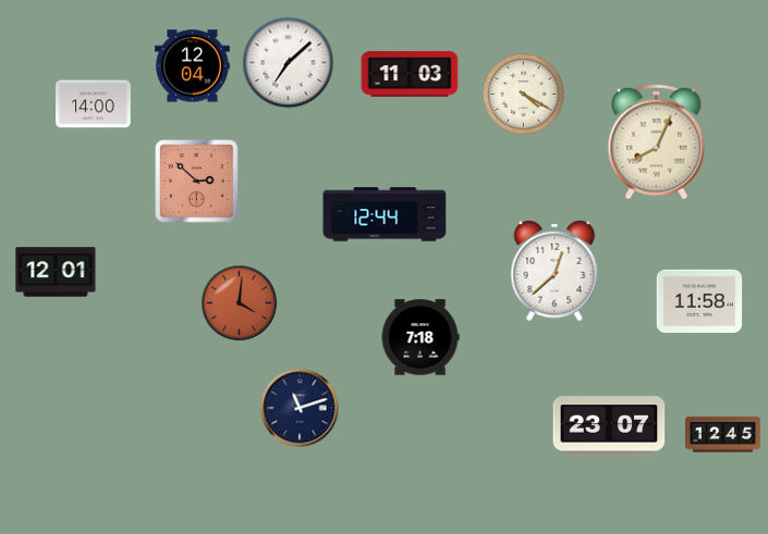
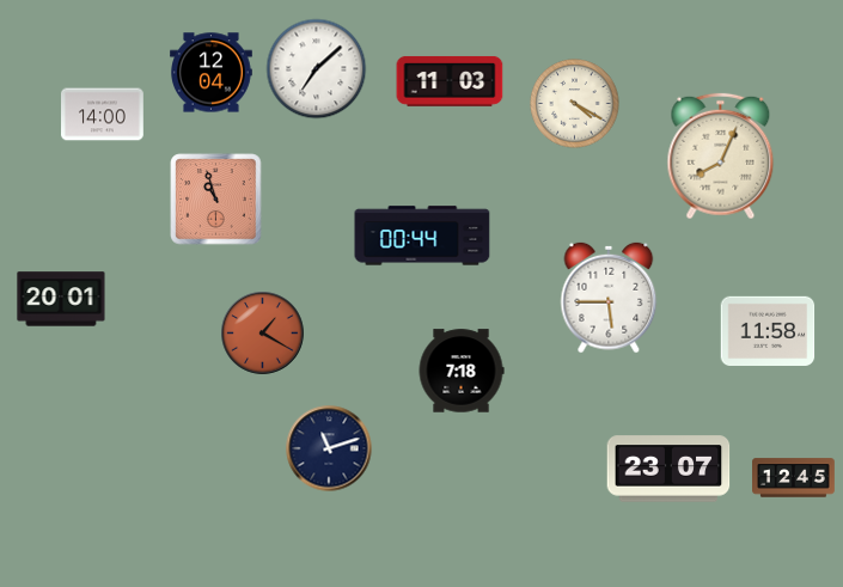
clock at (197, 182): 2:52 -> 10:57
clock at (385, 214): 12:44 -> 00:44
clock at (554, 271): 12:38 -> 5:45
clock at (56, 272): 12:01 -> 20:01
clock at (240, 303): 4:01 -> 1:20
